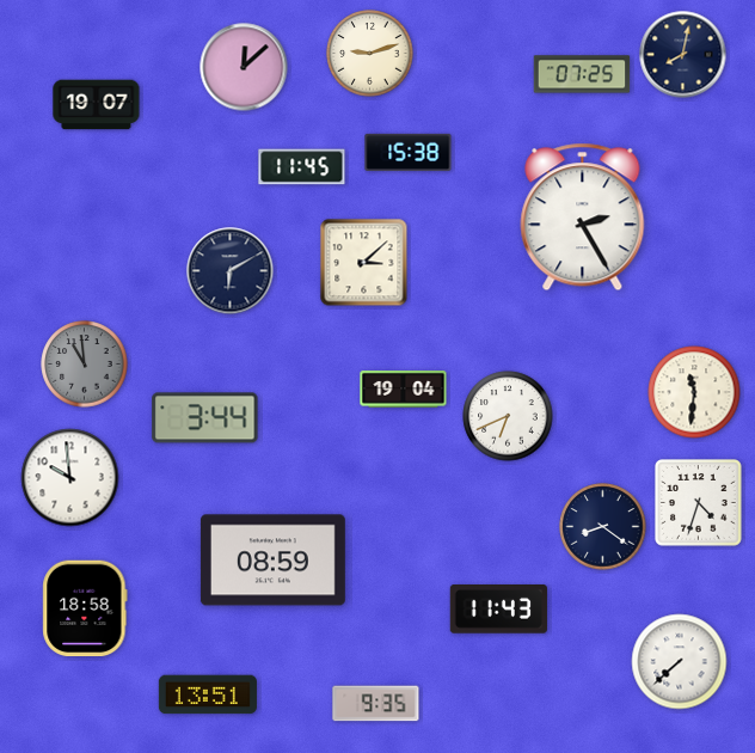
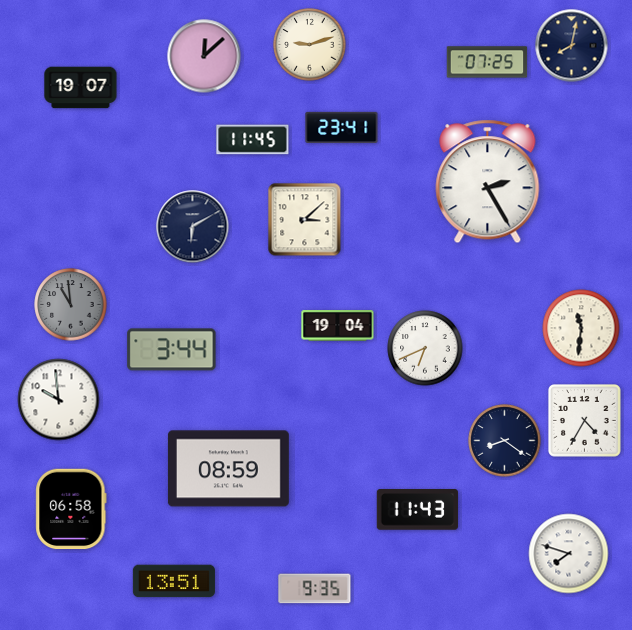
clock at (409, 152): 15:38 -> 23:41
clock at (699, 503): 4:33 -> 4:35
clock at (85, 608): 18:58 -> 06:58
clock at (680, 662): 7:38 -> 7:48
